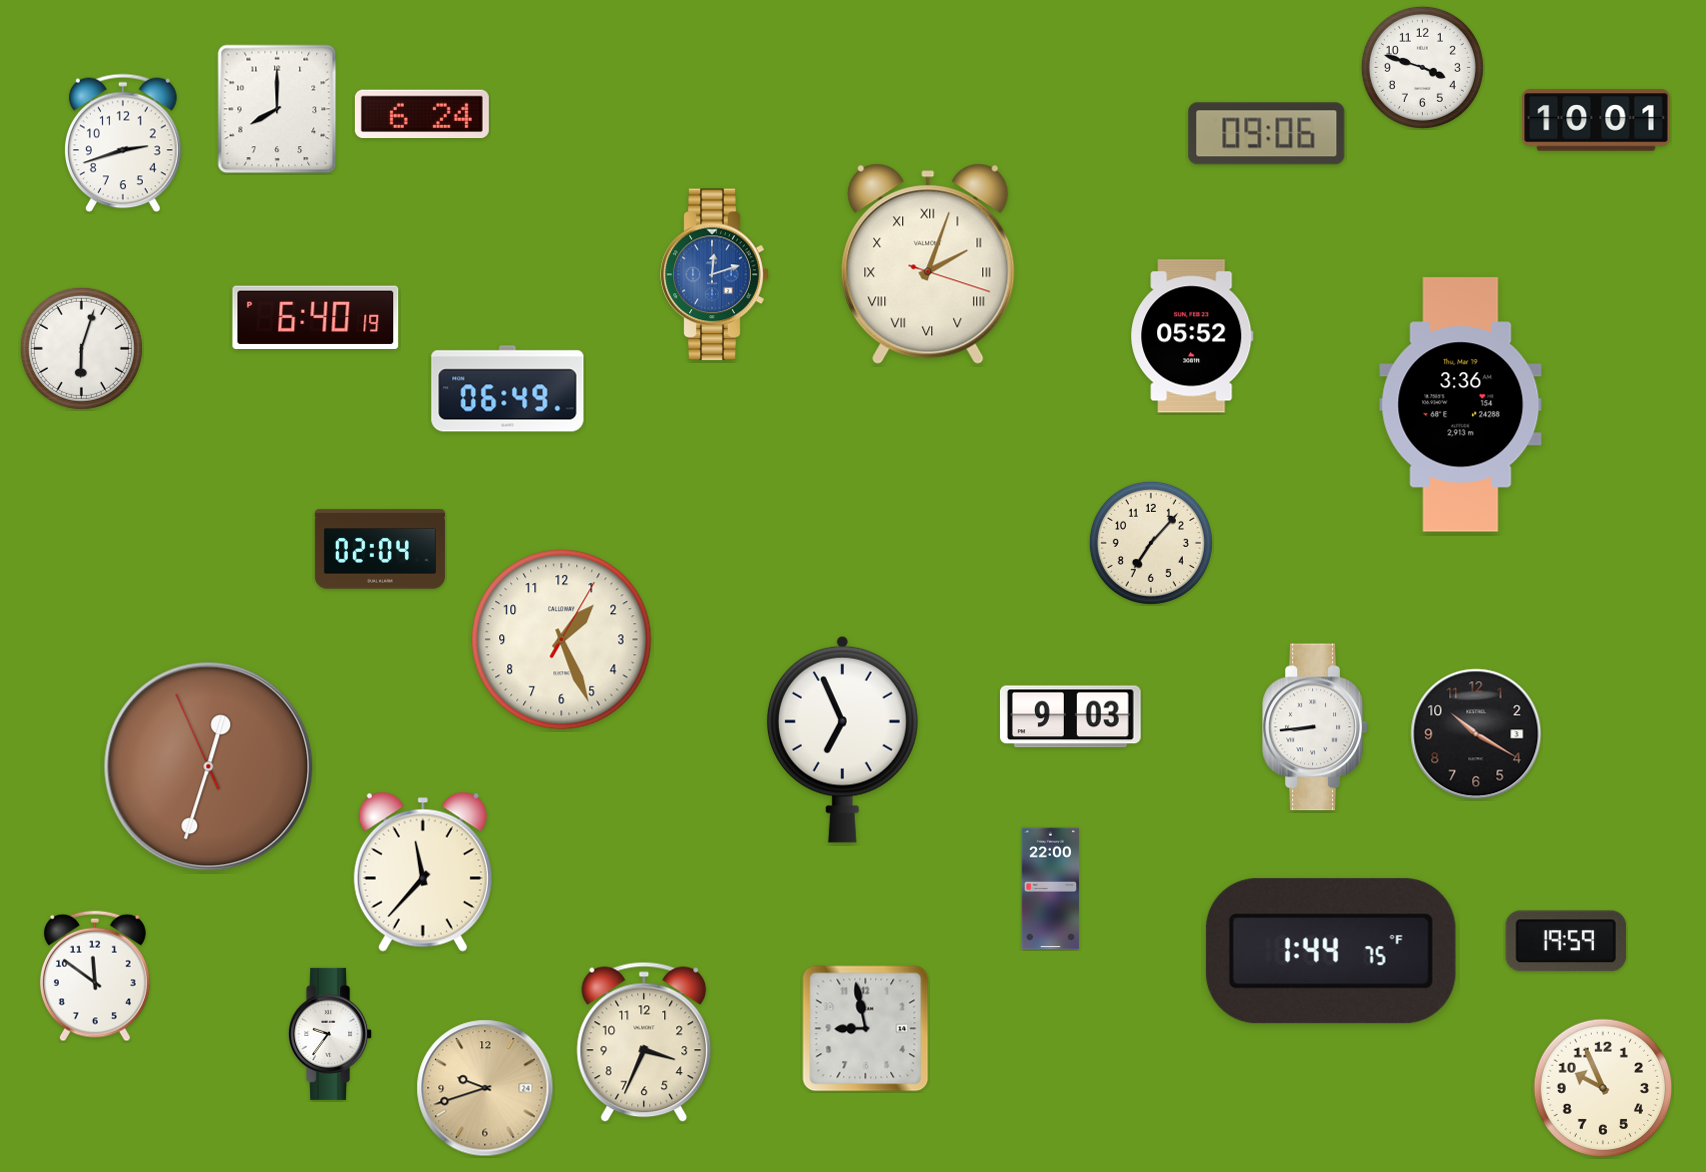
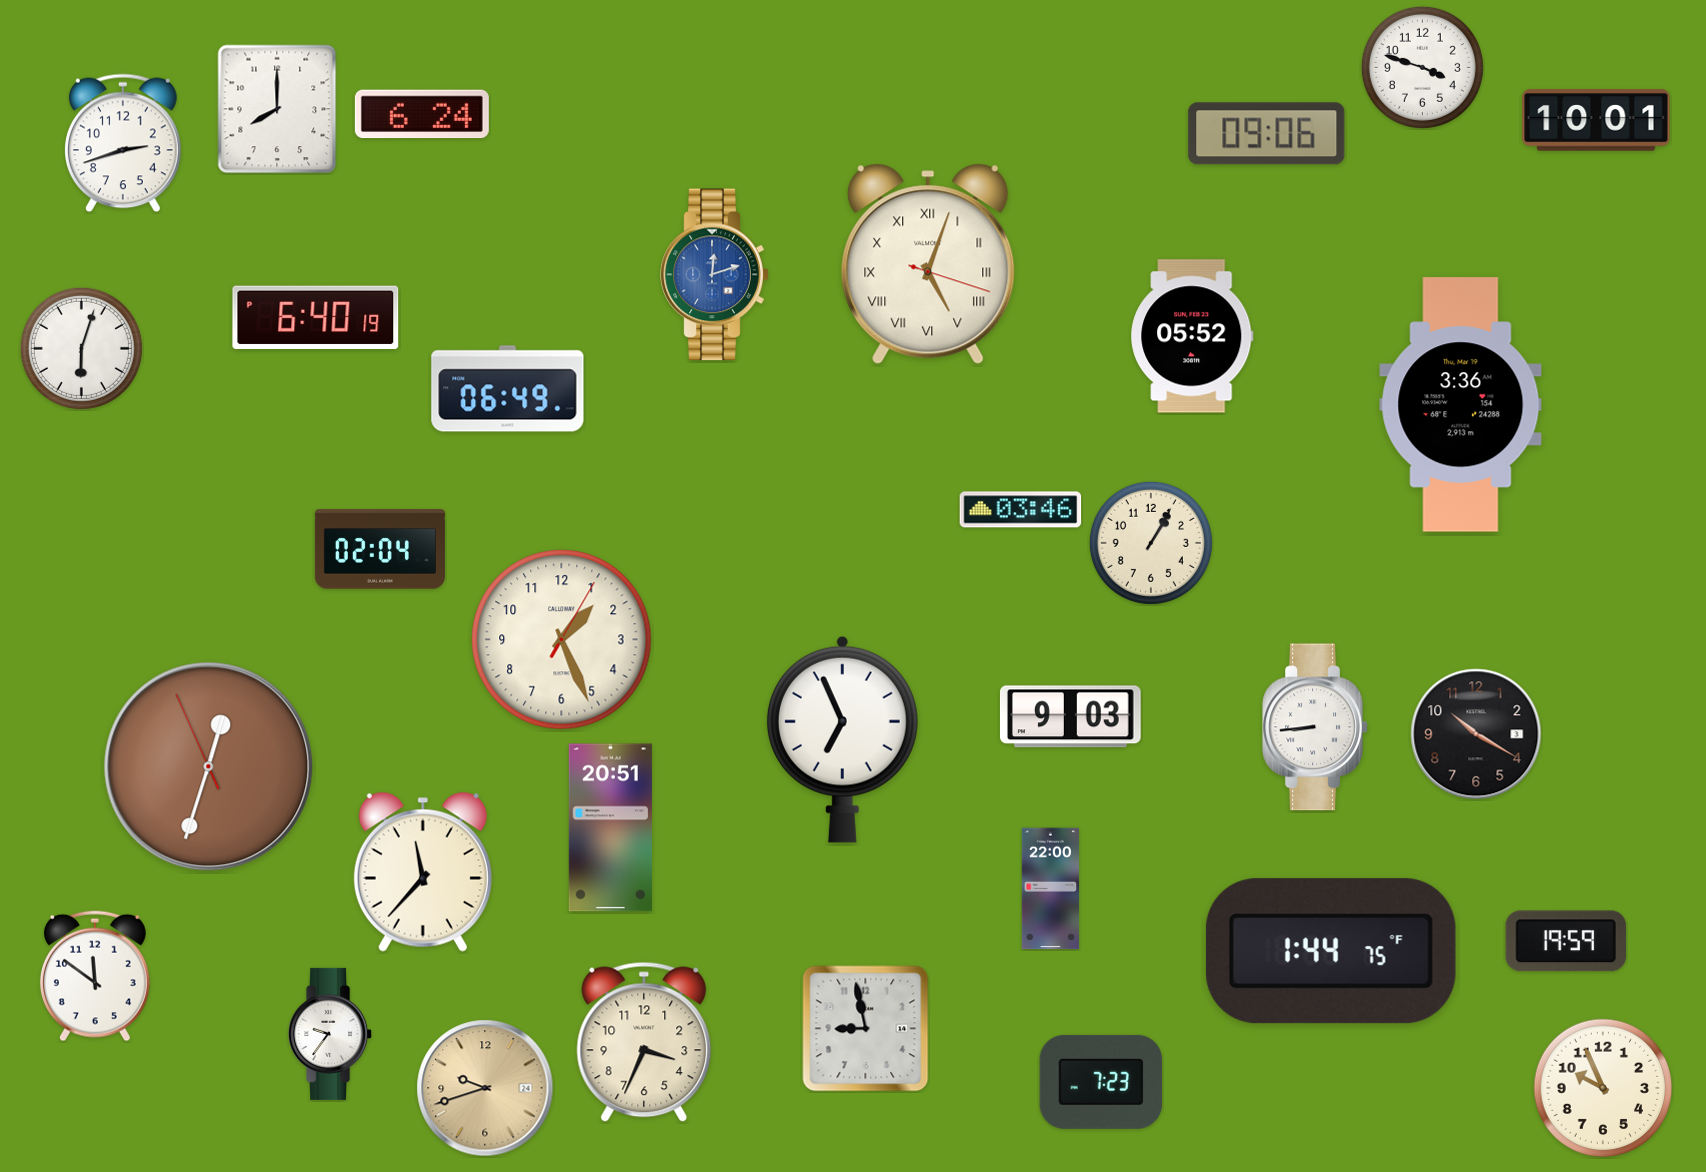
clock at (928, 264): 2:03 -> 5:03
clock at (1021, 510): none -> 03:46
clock at (1151, 543): 7:07 -> 1:05
clock at (610, 828): none -> 20:51
clock at (1101, 1082): none -> 7:23
